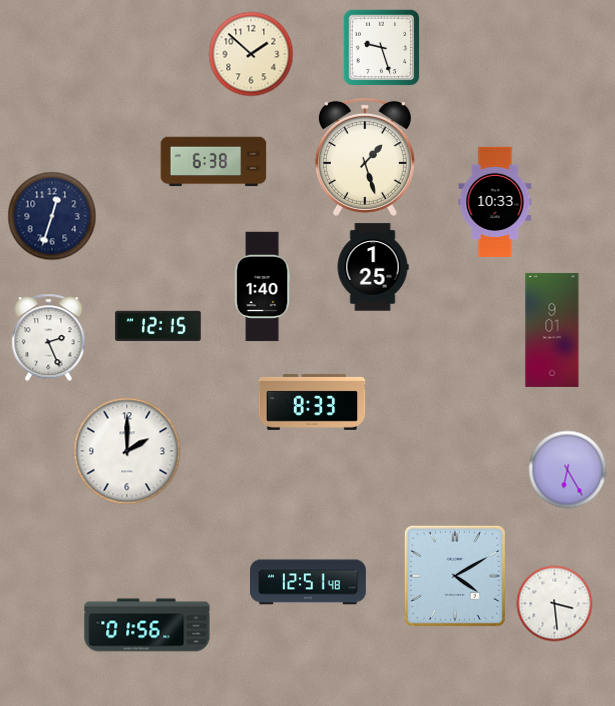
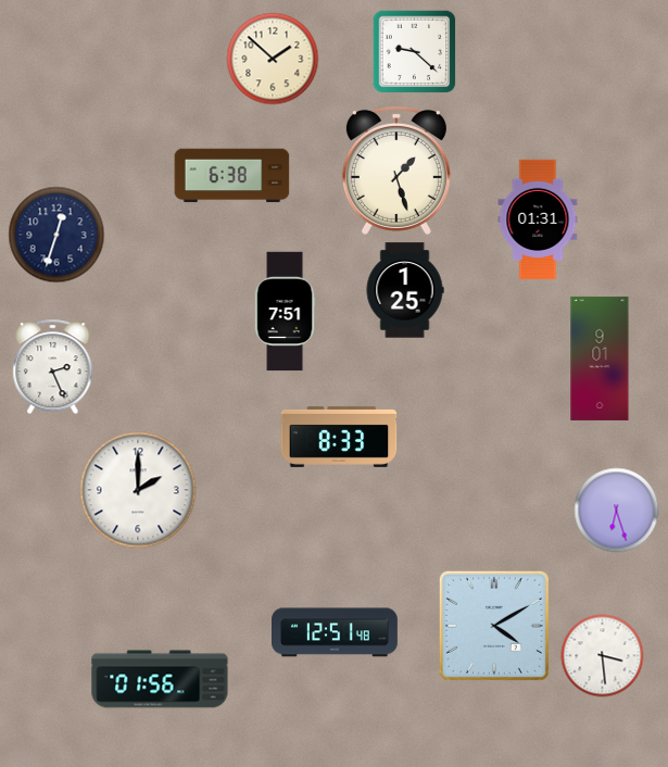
clock at (381, 47): 9:27 -> 9:22
clock at (495, 201): 10:33 -> 01:31
clock at (262, 287): 1:40 -> 7:51
clock at (158, 326): 12:15 -> none
clock at (568, 470): 6:25 -> 6:27
